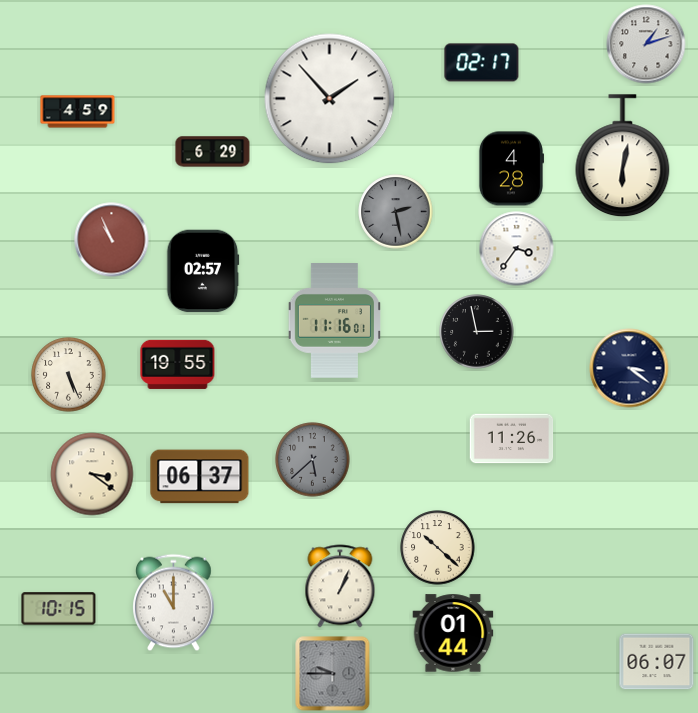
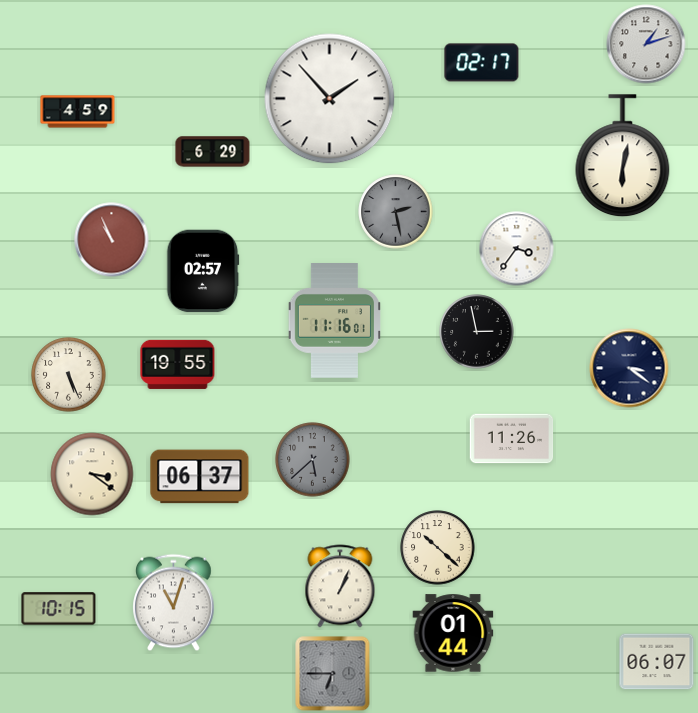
clock at (510, 169): 4:28 -> none
clock at (174, 603): 11:00 -> 11:03
clock at (333, 674): 9:45 -> 6:45
